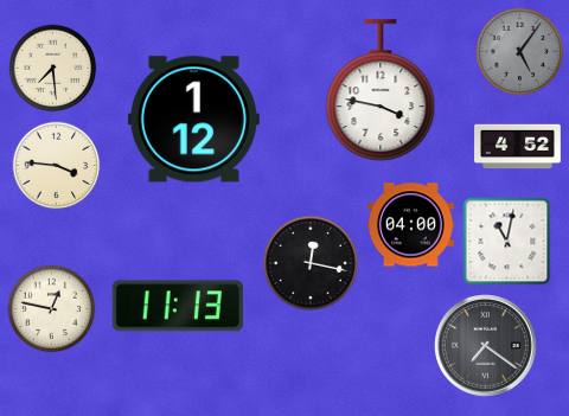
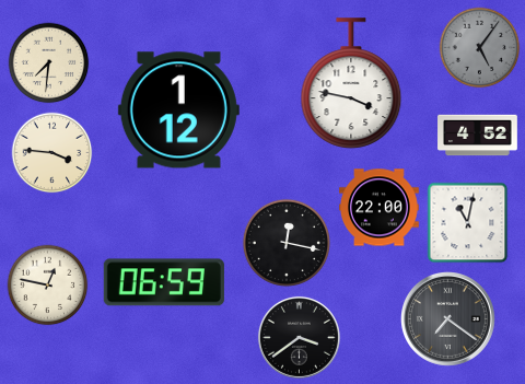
clock at (53, 69): 7:29 -> 7:31
clock at (411, 225): 04:00 -> 22:00
clock at (178, 306): 11:13 -> 06:59
clock at (299, 337): none -> 3:39
